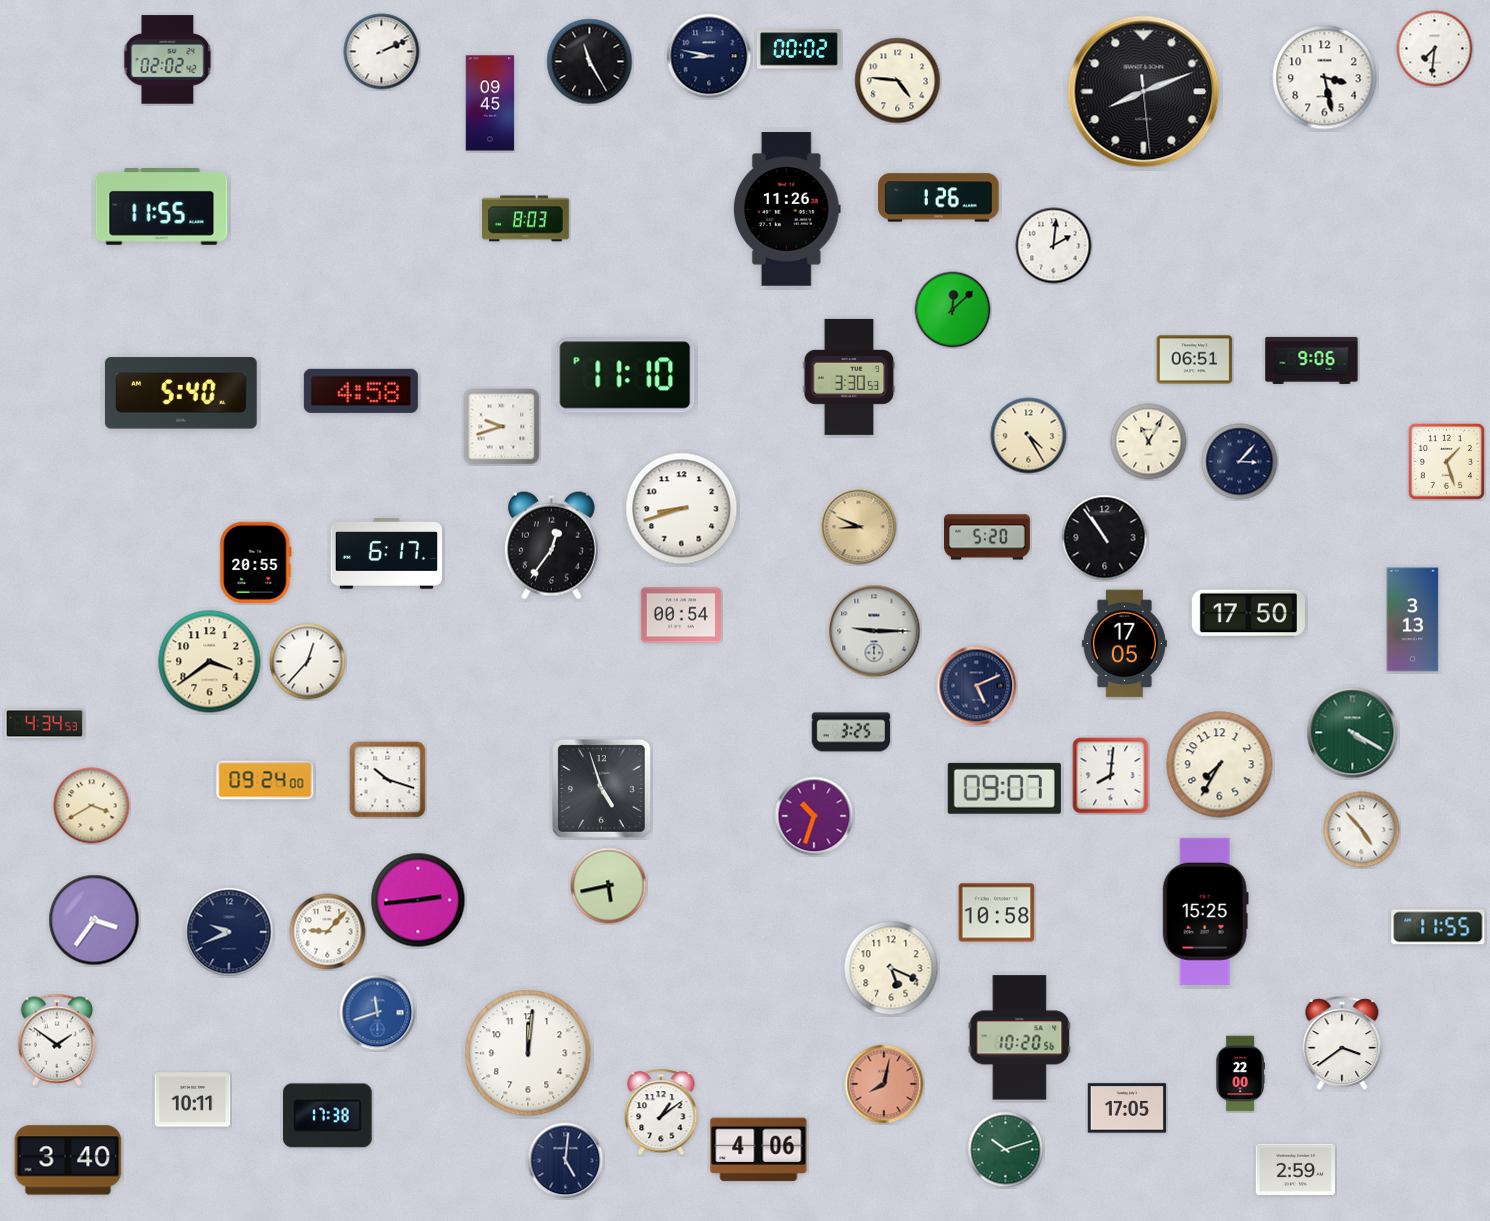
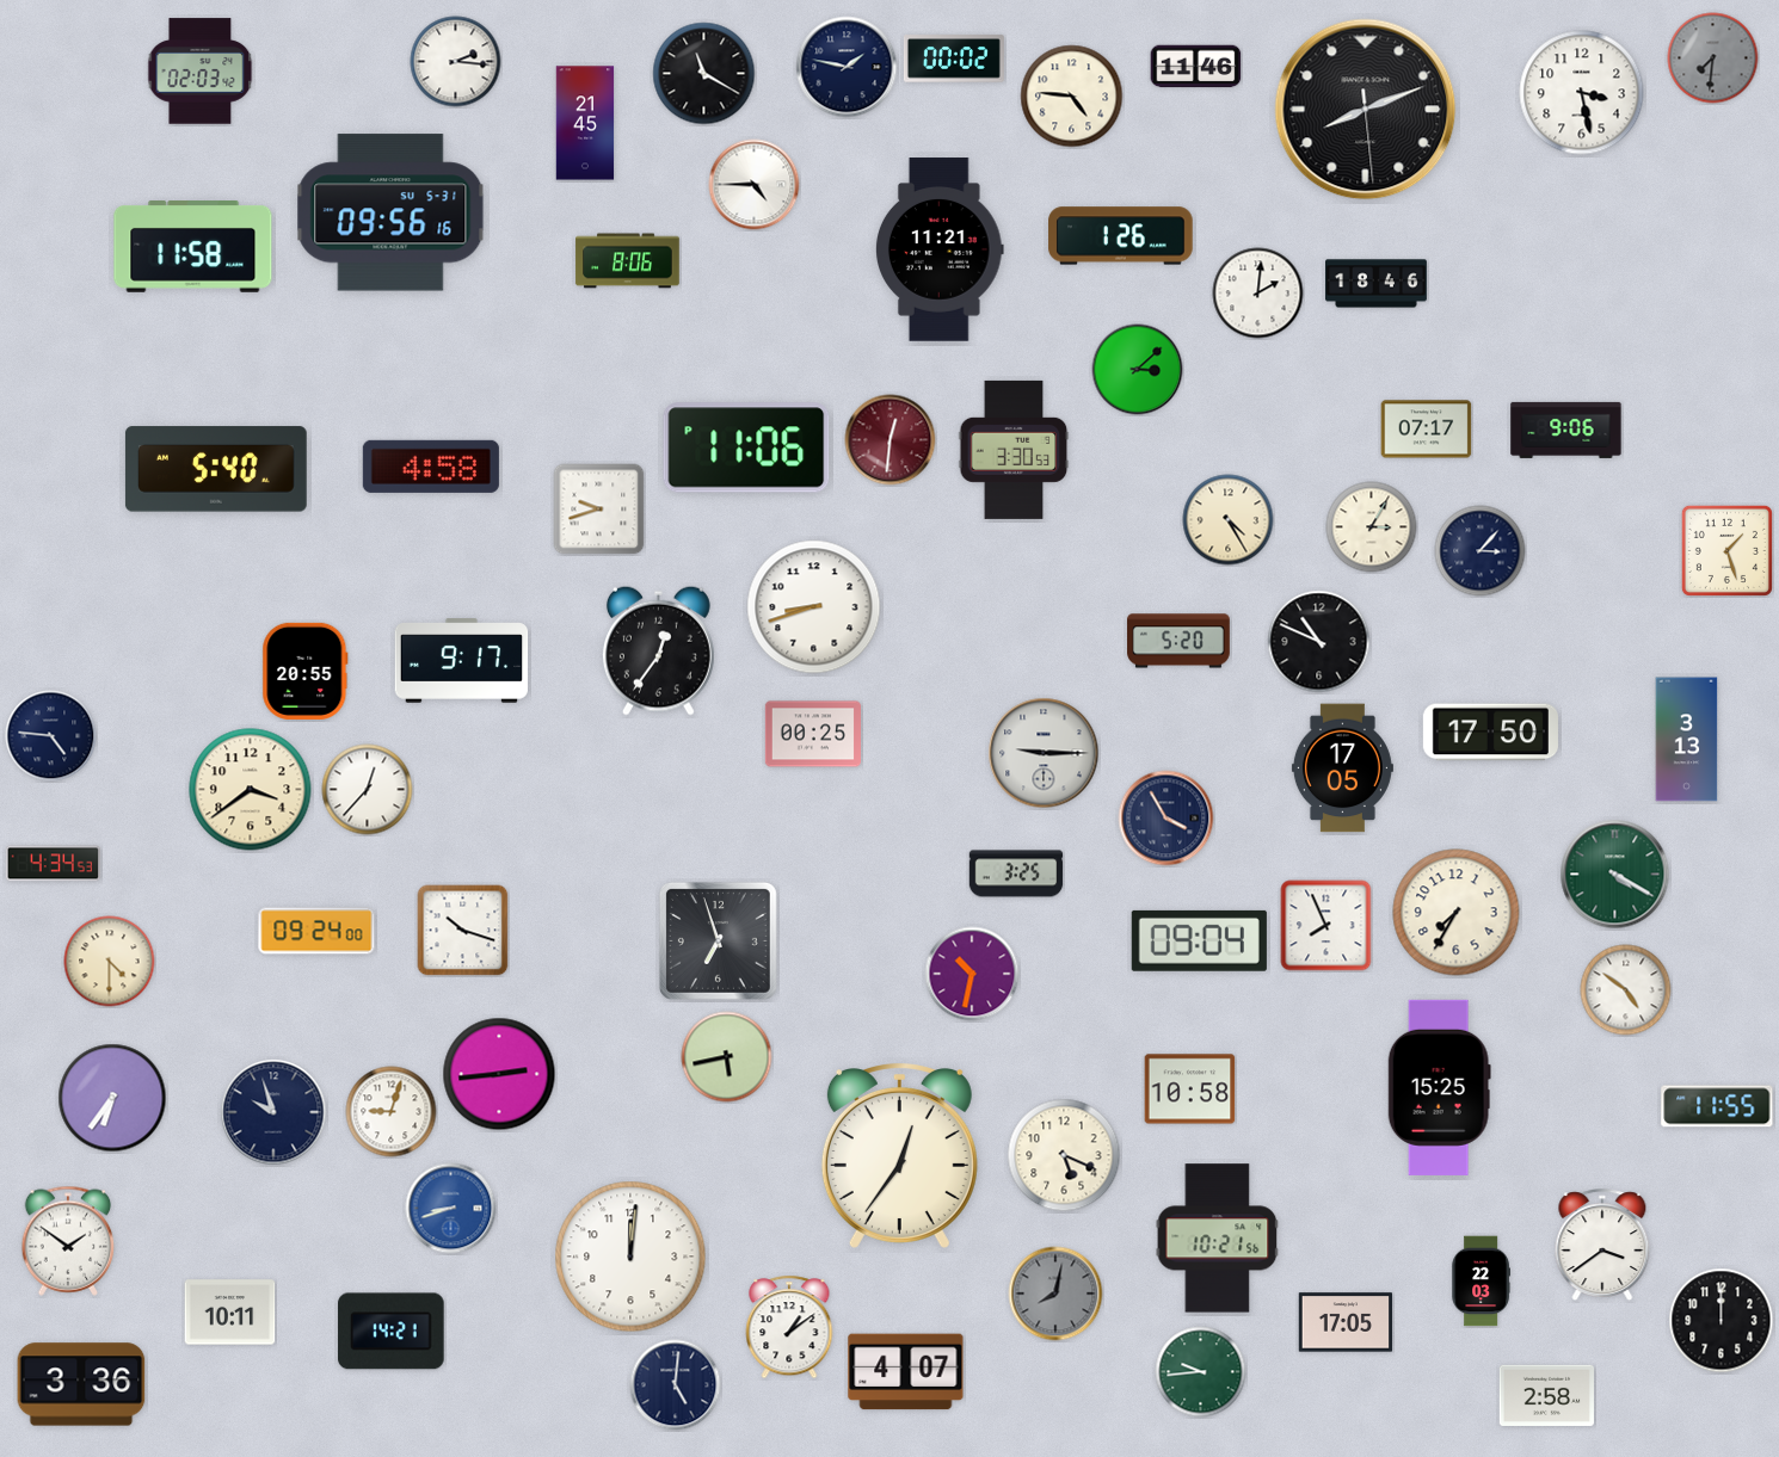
clock at (1435, 49) dial: white -> grey
clock at (382, 52): 2:11 -> 2:16
clock at (709, 56): 8:47 -> 1:47
clock at (1196, 67): none -> 11:46
clock at (168, 60): 02:02 -> 02:03
clock at (590, 62): 11:25 -> 11:20
clock at (490, 103): 09:45 -> 21:45
clock at (755, 185): none -> 4:45
clock at (390, 212): none -> 09:56
clock at (162, 207): 11:55 -> 11:58
clock at (787, 209): 11:26 -> 11:21
clock at (526, 219): 8:03 -> 8:06
clock at (1377, 284): none -> 18:46
clock at (953, 310): 12:08 -> 3:08
clock at (1195, 360): 06:51 -> 07:17
clock at (891, 440): none -> 12:31
clock at (625, 375): 11:10 -> 11:06
clock at (1149, 442): 11:05 -> 3:05
clock at (859, 527): 8:49 -> none
clock at (1105, 538): 10:54 -> 10:49
clock at (387, 554): 6:17 -> 9:17
clock at (681, 615): 00:54 -> 00:25
clock at (51, 736): none -> 4:46
clock at (977, 686): 5:11 -> 3:55
clock at (1111, 776): 8:01 -> 7:56
clock at (601, 788): 4:57 -> 6:57
clock at (1004, 788): 09:07 -> 09:04
clock at (92, 806): 3:40 -> 4:30
clock at (814, 816): 10:33 -> 10:32
clock at (1362, 830): 4:53 -> 4:51
clock at (94, 920): 3:36 -> 6:36
clock at (229, 932): 9:41 -> 9:57
clock at (328, 932): 9:07 -> 9:03
clock at (899, 1156): none -> 12:36
clock at (378, 1013): 11:42 -> 8:42
clock at (1020, 1038): 10:20 -> 10:21
clock at (1240, 1074): 22:00 -> 22:03
clock at (884, 1084) dial: salmon -> grey
clock at (1722, 1321): none -> 12:00
clock at (328, 1116): 17:38 -> 14:21
clock at (759, 1150): 4:06 -> 4:07
clock at (1006, 1150): 10:12 -> 9:44
clock at (68, 1160): 3:40 -> 3:36
clock at (1295, 1169): 2:59 -> 2:58
